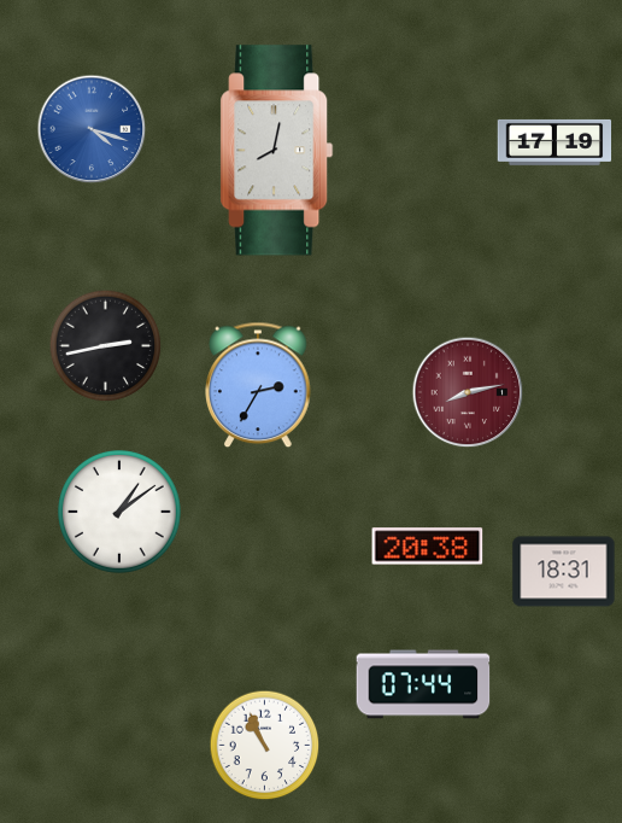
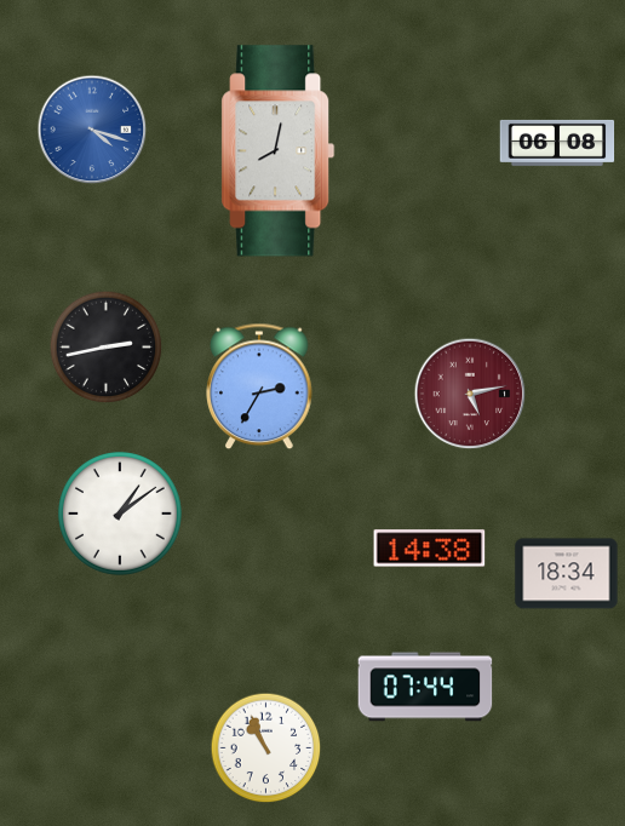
clock at (554, 142): 17:19 -> 06:08
clock at (468, 392): 8:13 -> 5:13
clock at (428, 547): 20:38 -> 14:38
clock at (564, 572): 18:31 -> 18:34
